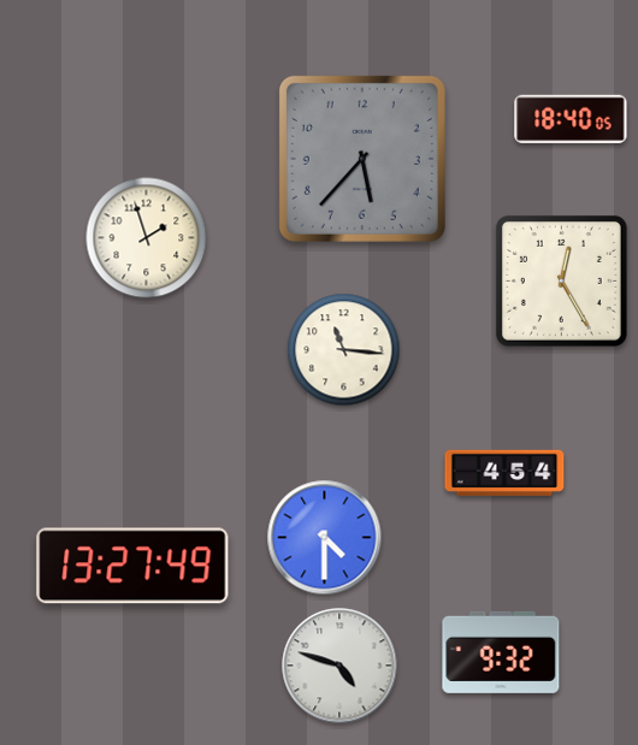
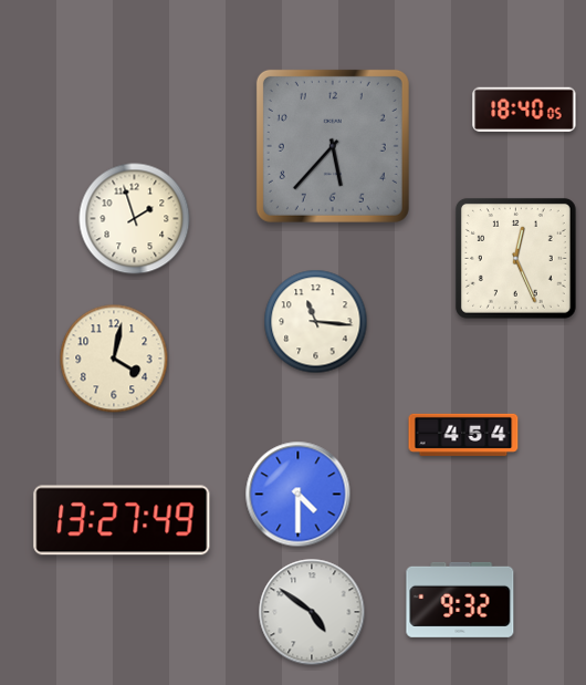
clock at (561, 280): 12:25 -> 12:26
clock at (114, 359): none -> 4:02
clock at (339, 666): 4:48 -> 4:51
